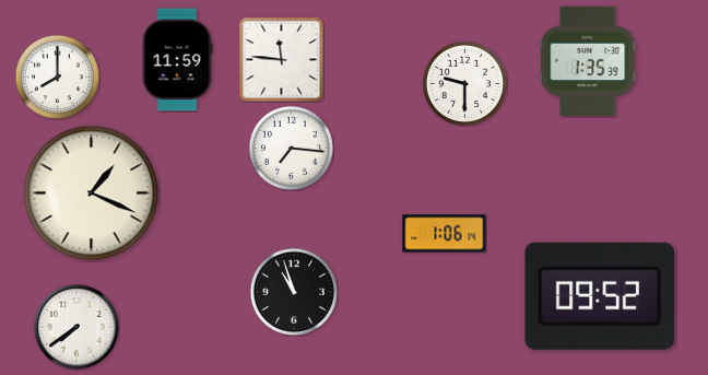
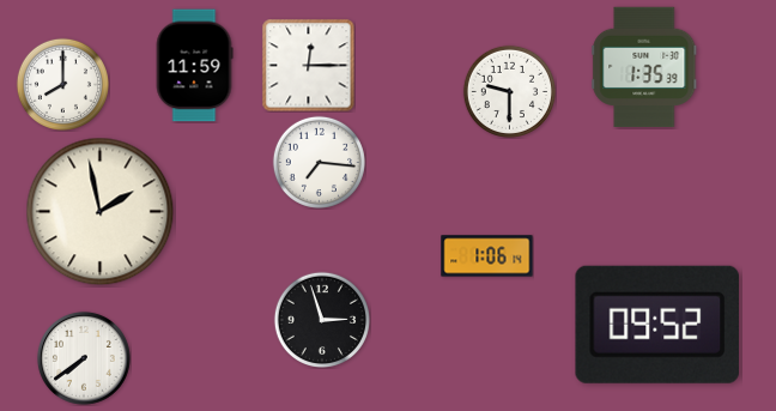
clock at (281, 59): 11:46 -> 12:15
clock at (92, 194): 1:19 -> 1:58
clock at (293, 291): 10:57 -> 2:57
